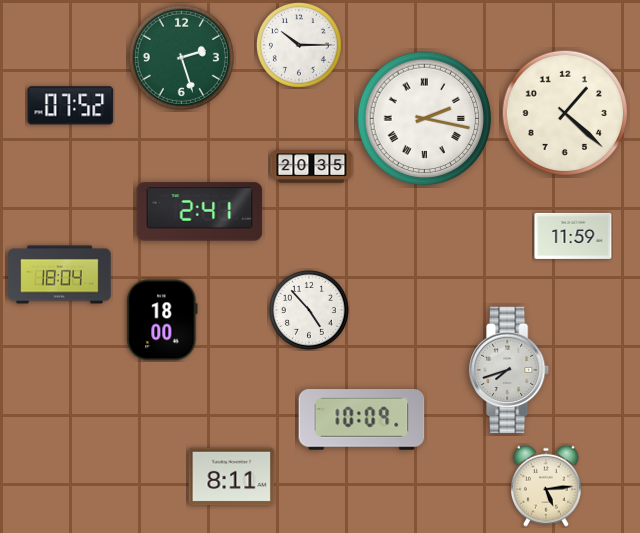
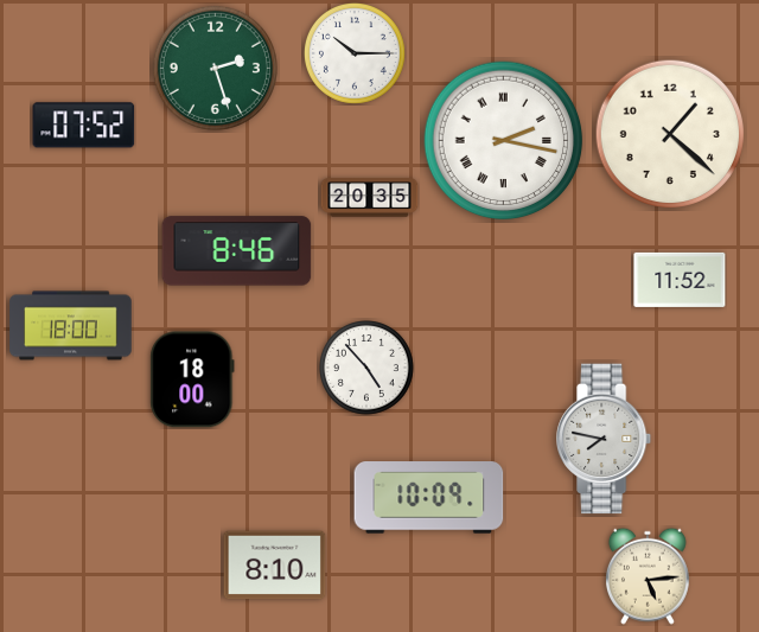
clock at (200, 212): 2:41 -> 8:46
clock at (573, 236): 11:59 -> 11:52
clock at (60, 275): 18:04 -> 18:00
clock at (510, 370): 7:42 -> 7:47
clock at (232, 477): 8:11 -> 8:10
